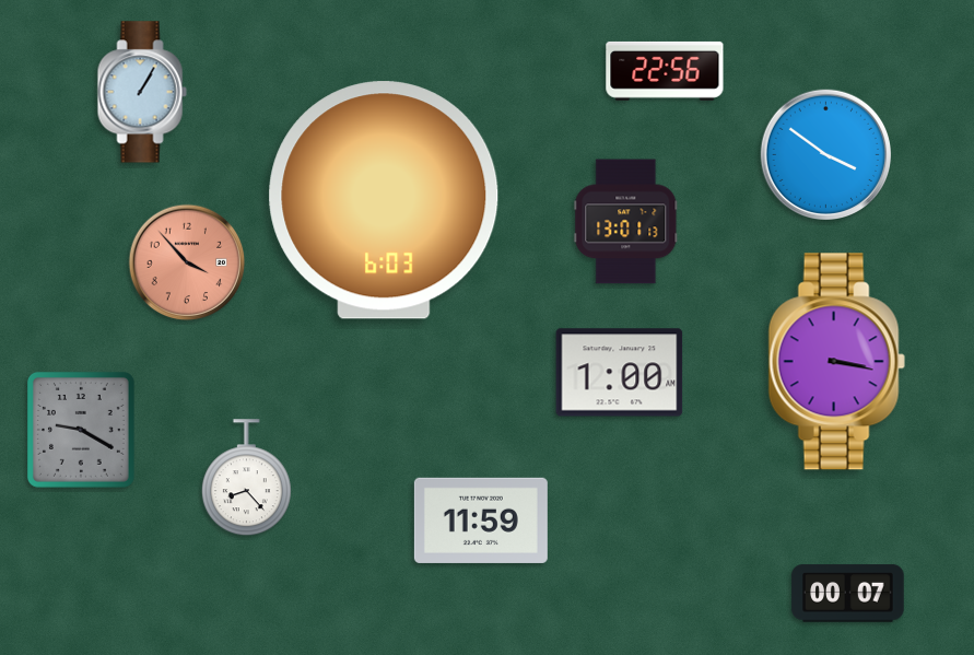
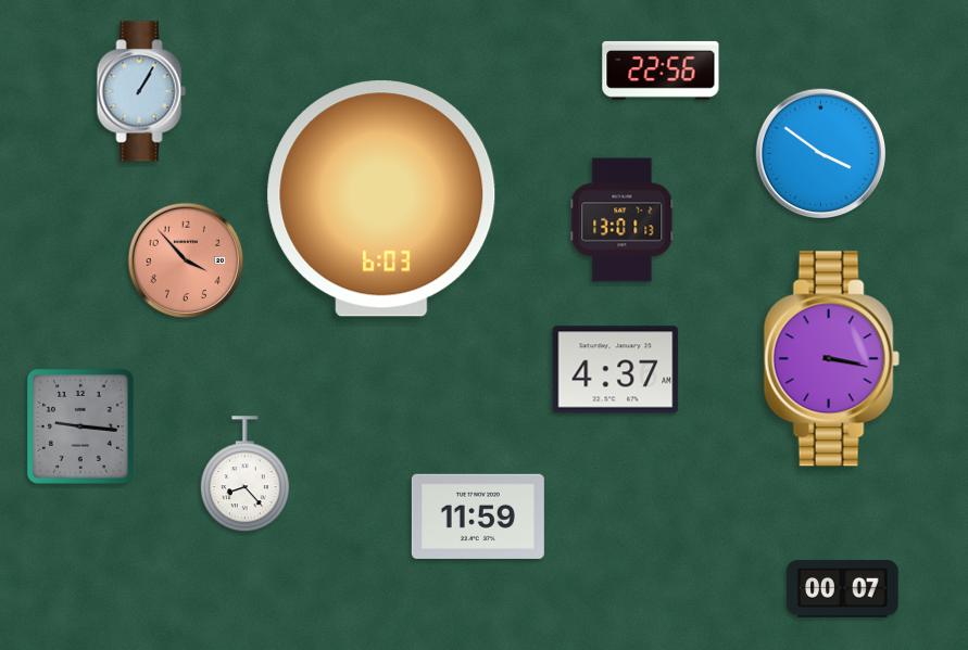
clock at (620, 373): 1:00 -> 4:37
clock at (81, 430): 9:20 -> 9:16
